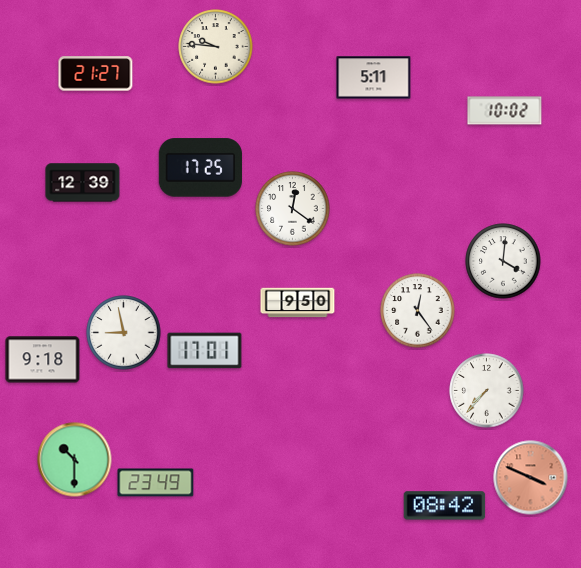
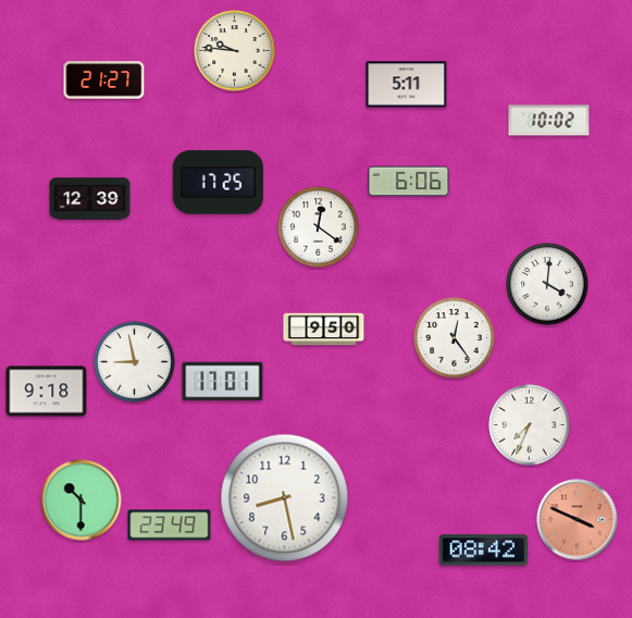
clock at (409, 182): none -> 6:06
clock at (487, 391): 7:37 -> 7:34
clock at (285, 498): none -> 8:28
